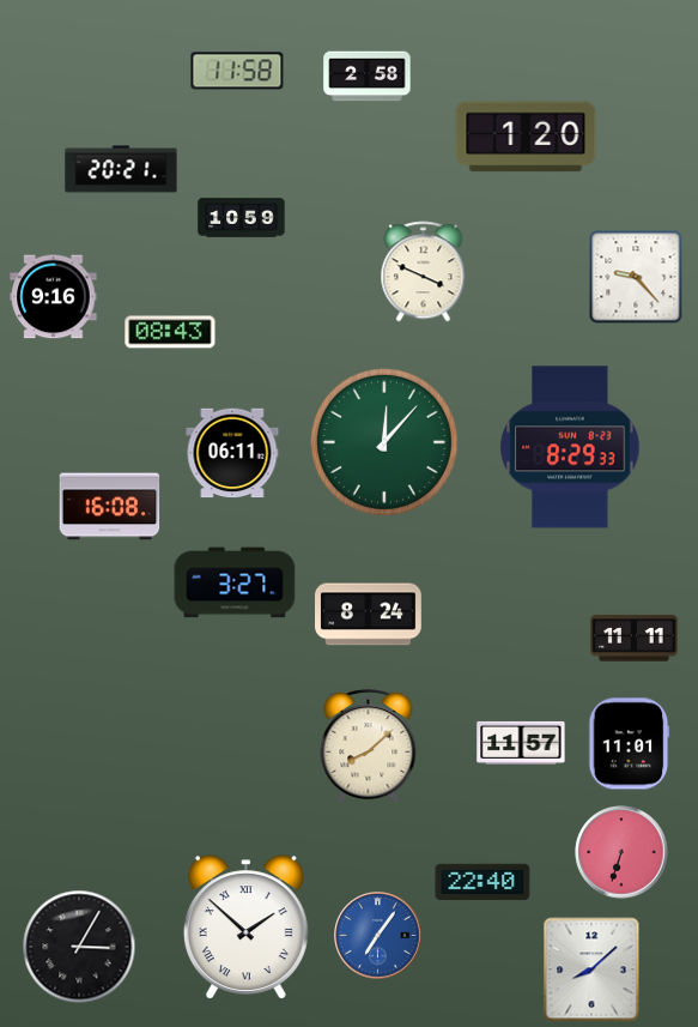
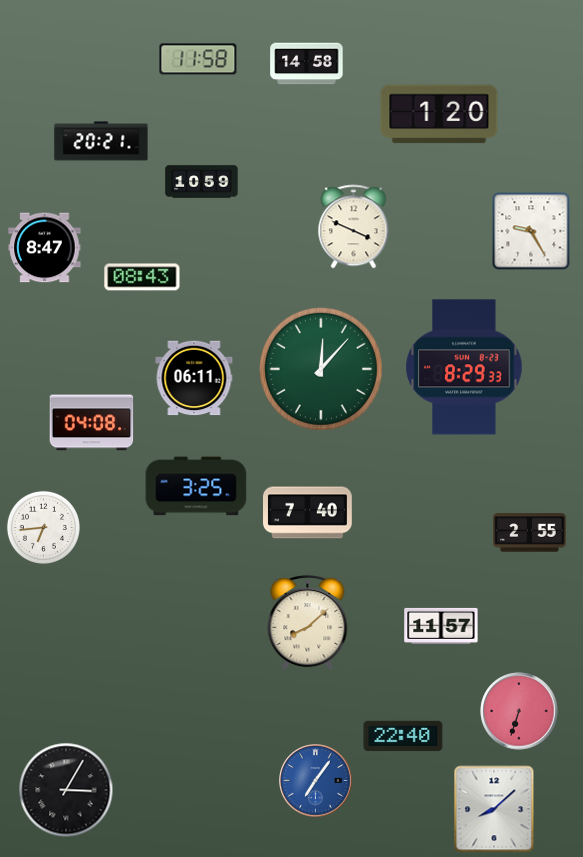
clock at (368, 77): 2:58 -> 14:58
clock at (636, 277): 9:23 -> 9:25
clock at (54, 297): 9:16 -> 8:47
clock at (570, 447) position: (570, 447) -> (464, 367)
clock at (110, 507): 16:08 -> 04:08
clock at (235, 582): 3:27 -> 3:25
clock at (369, 615): 8:24 -> 7:40
clock at (43, 527): none -> 6:44
clock at (635, 639): 11:11 -> 2:55
clock at (521, 743) position: (521, 743) -> (441, 626)
clock at (630, 744): 11:01 -> none
clock at (245, 928): 1:52 -> none
